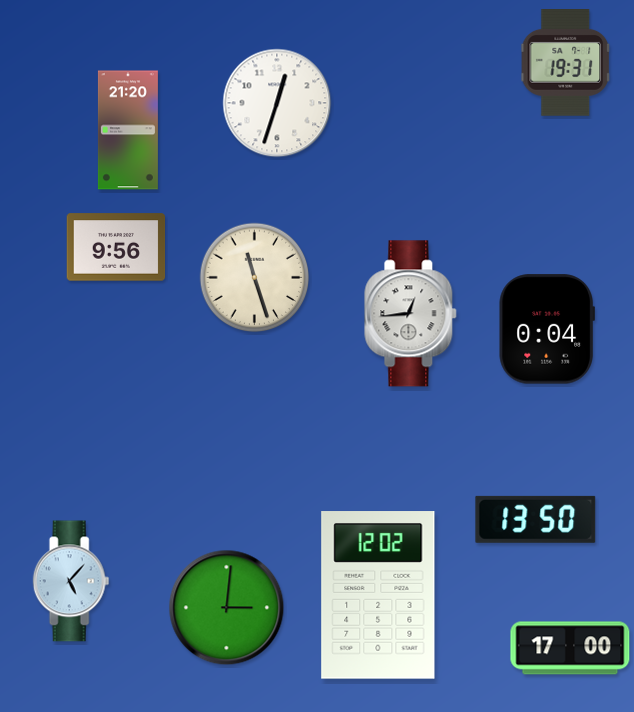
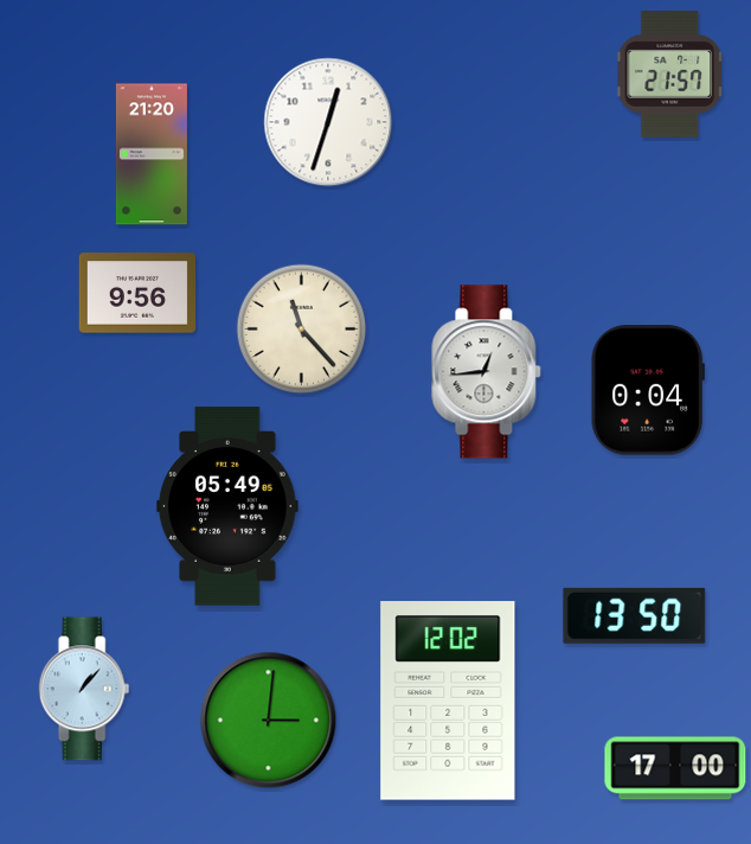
clock at (566, 63): 19:31 -> 21:57
clock at (255, 278): 11:27 -> 11:23
clock at (227, 506): none -> 05:49
clock at (71, 581): 5:07 -> 1:07
clock at (378, 595) position: (378, 595) -> (448, 701)
